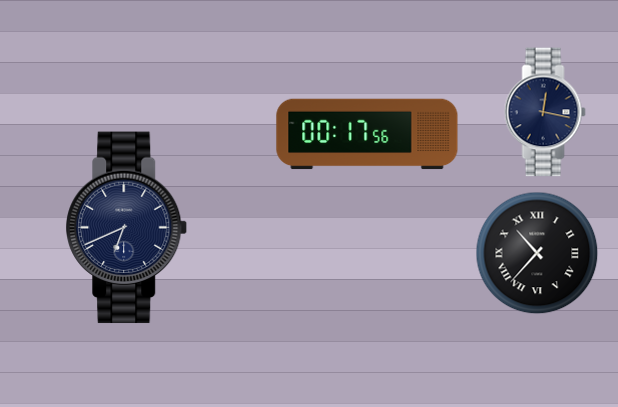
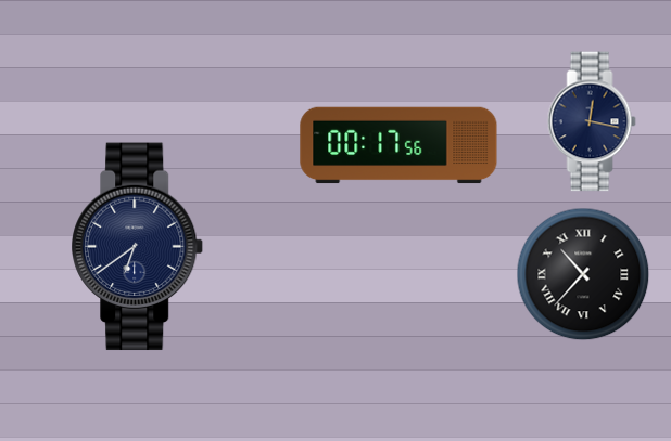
clock at (127, 228): 6:41 -> 6:39
